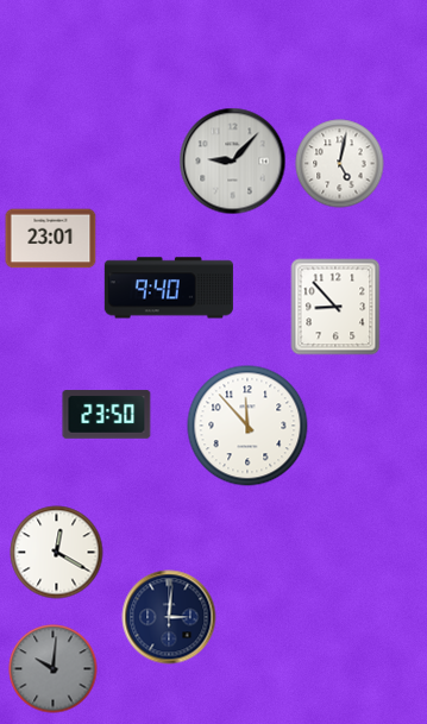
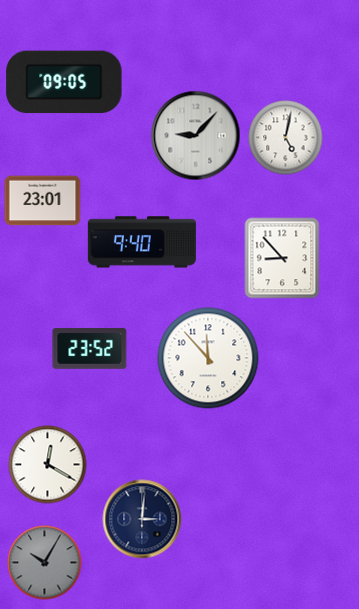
clock at (64, 82): none -> 09:05
clock at (107, 415): 23:50 -> 23:52
clock at (54, 669): 10:01 -> 10:05
